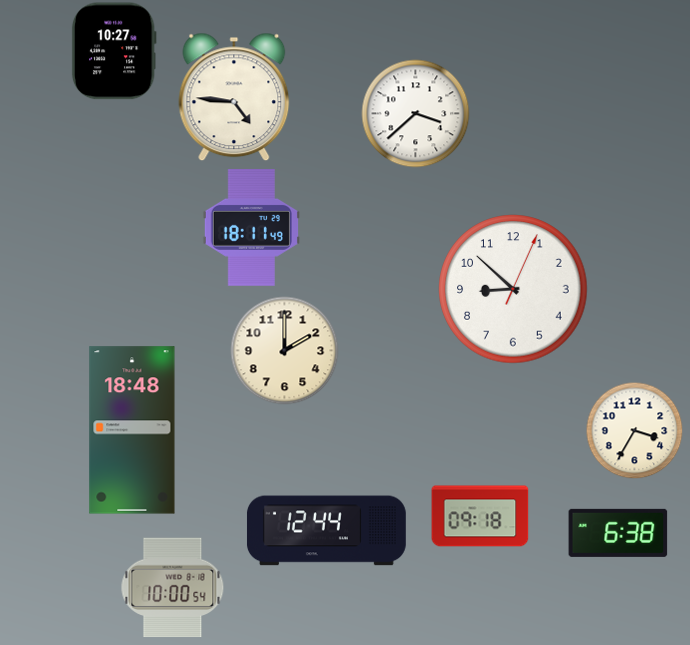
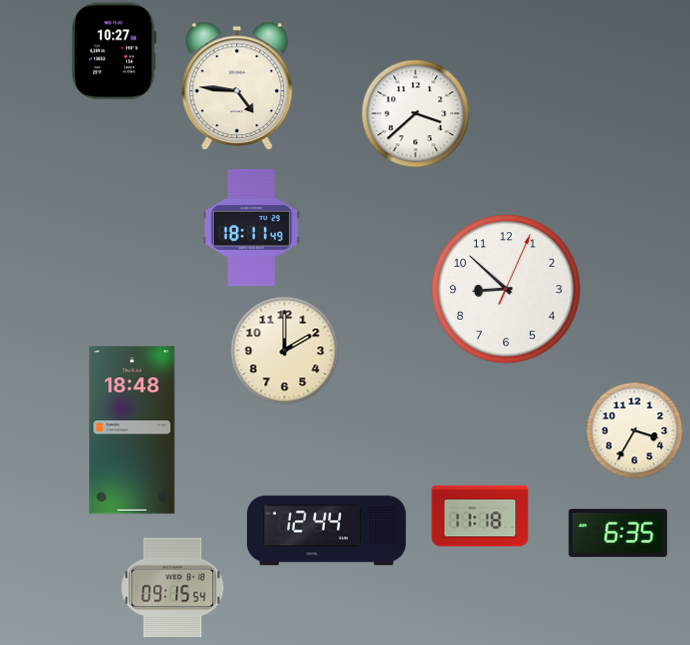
clock at (234, 97) position: (234, 97) -> (237, 86)
clock at (513, 289) position: (513, 289) -> (506, 289)
clock at (480, 516): 09:18 -> 11:18
clock at (618, 533): 6:38 -> 6:35
clock at (173, 588): 10:00 -> 09:15
